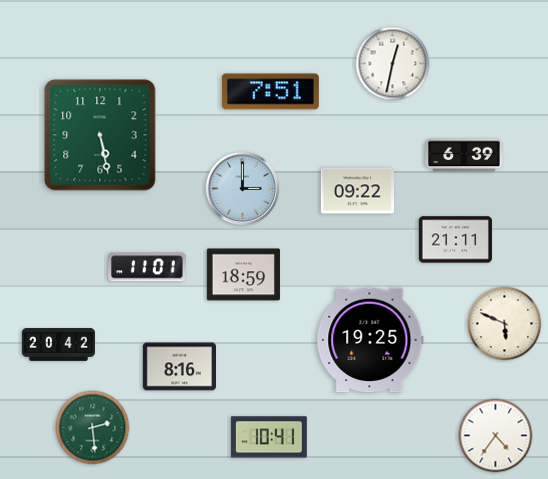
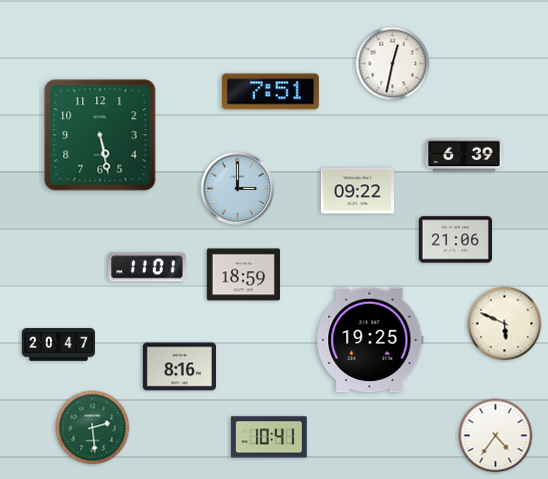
clock at (243, 189) position: (243, 189) -> (238, 189)
clock at (455, 240): 21:11 -> 21:06
clock at (58, 345): 20:42 -> 20:47
